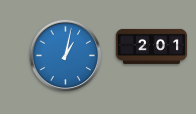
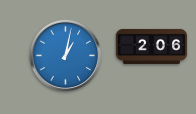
clock at (152, 46): 2:01 -> 2:06
